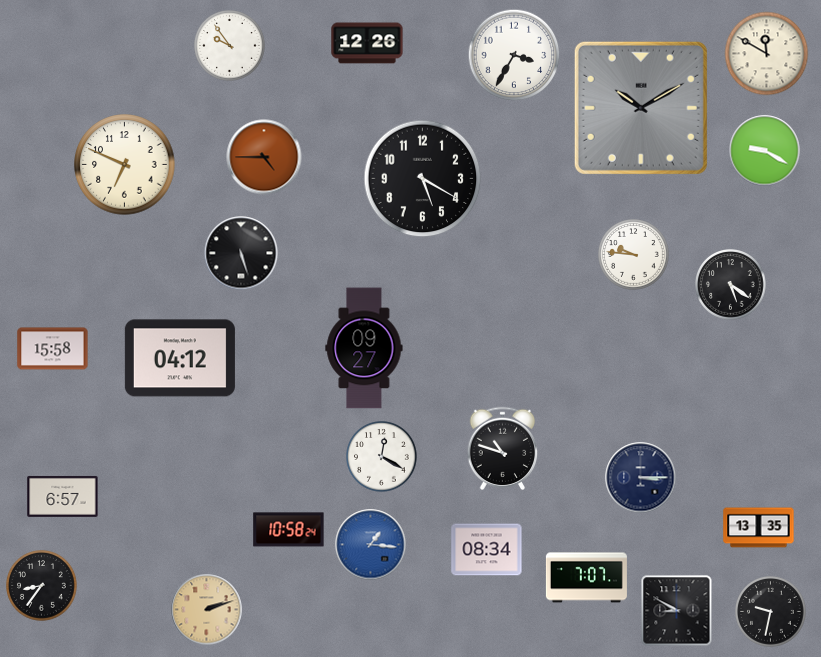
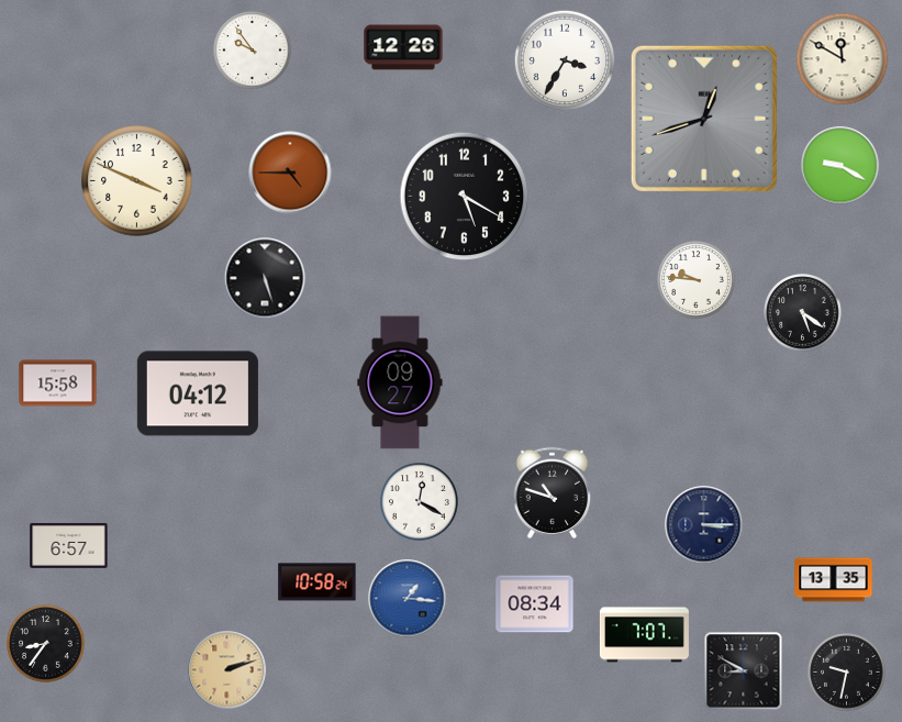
clock at (641, 108): 10:10 -> 12:42
clock at (125, 165): 6:49 -> 3:49
